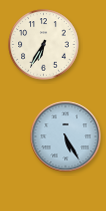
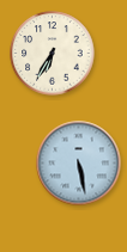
clock at (66, 137): 5:25 -> 5:28
